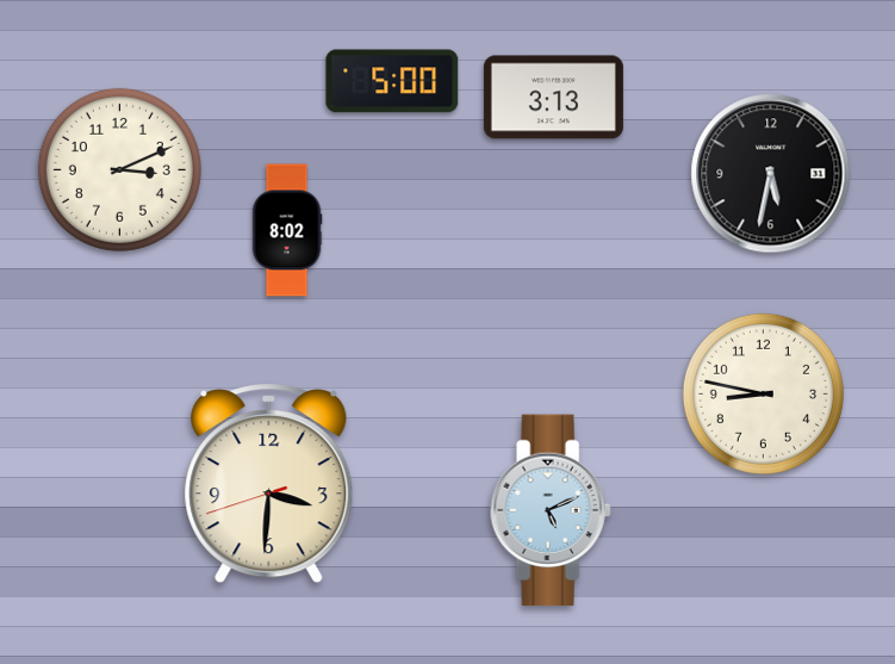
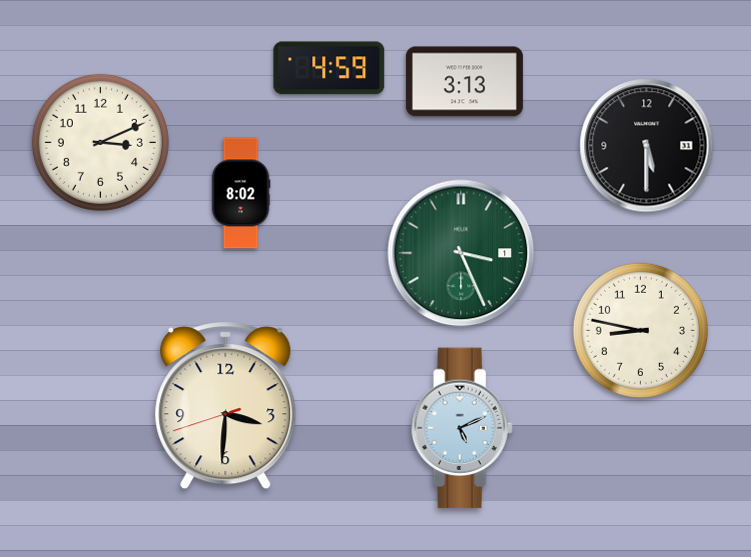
clock at (392, 81): 5:00 -> 4:59
clock at (771, 174): 5:32 -> 5:30
clock at (461, 253): none -> 3:26
